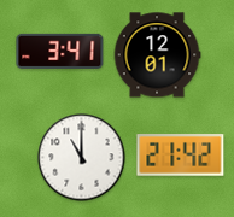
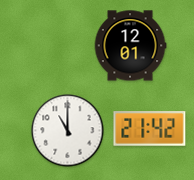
clock at (60, 51): 3:41 -> none
